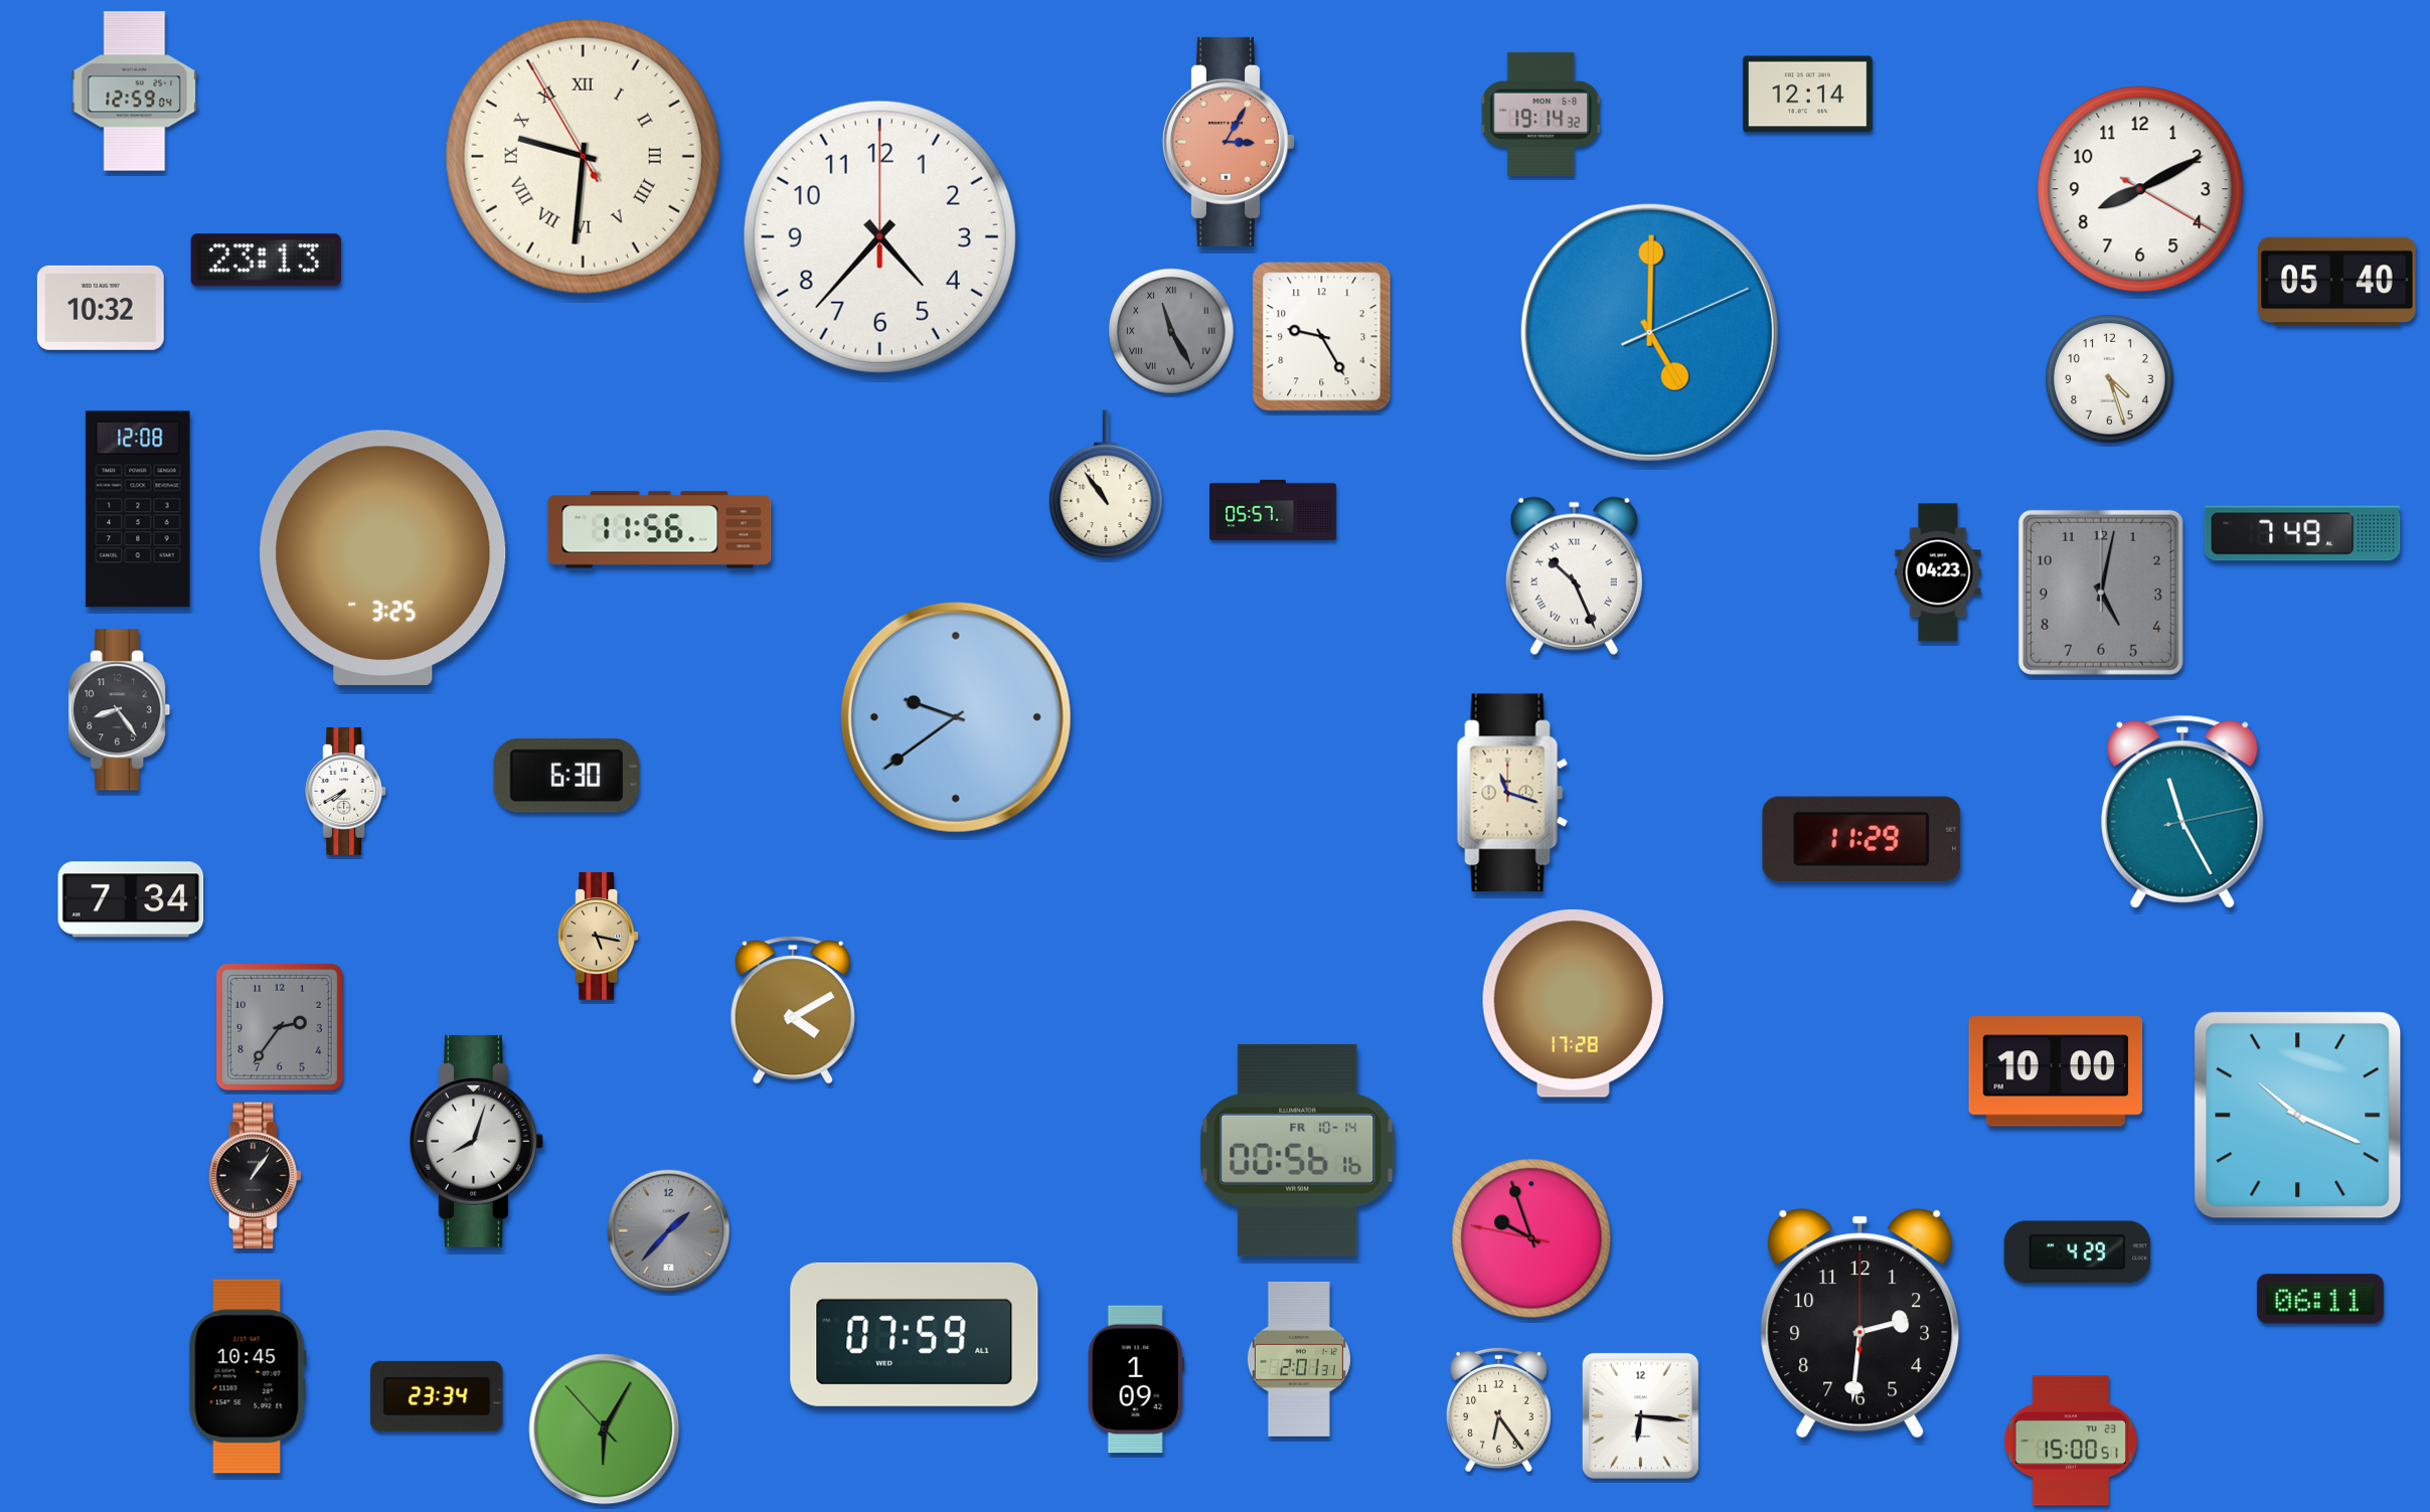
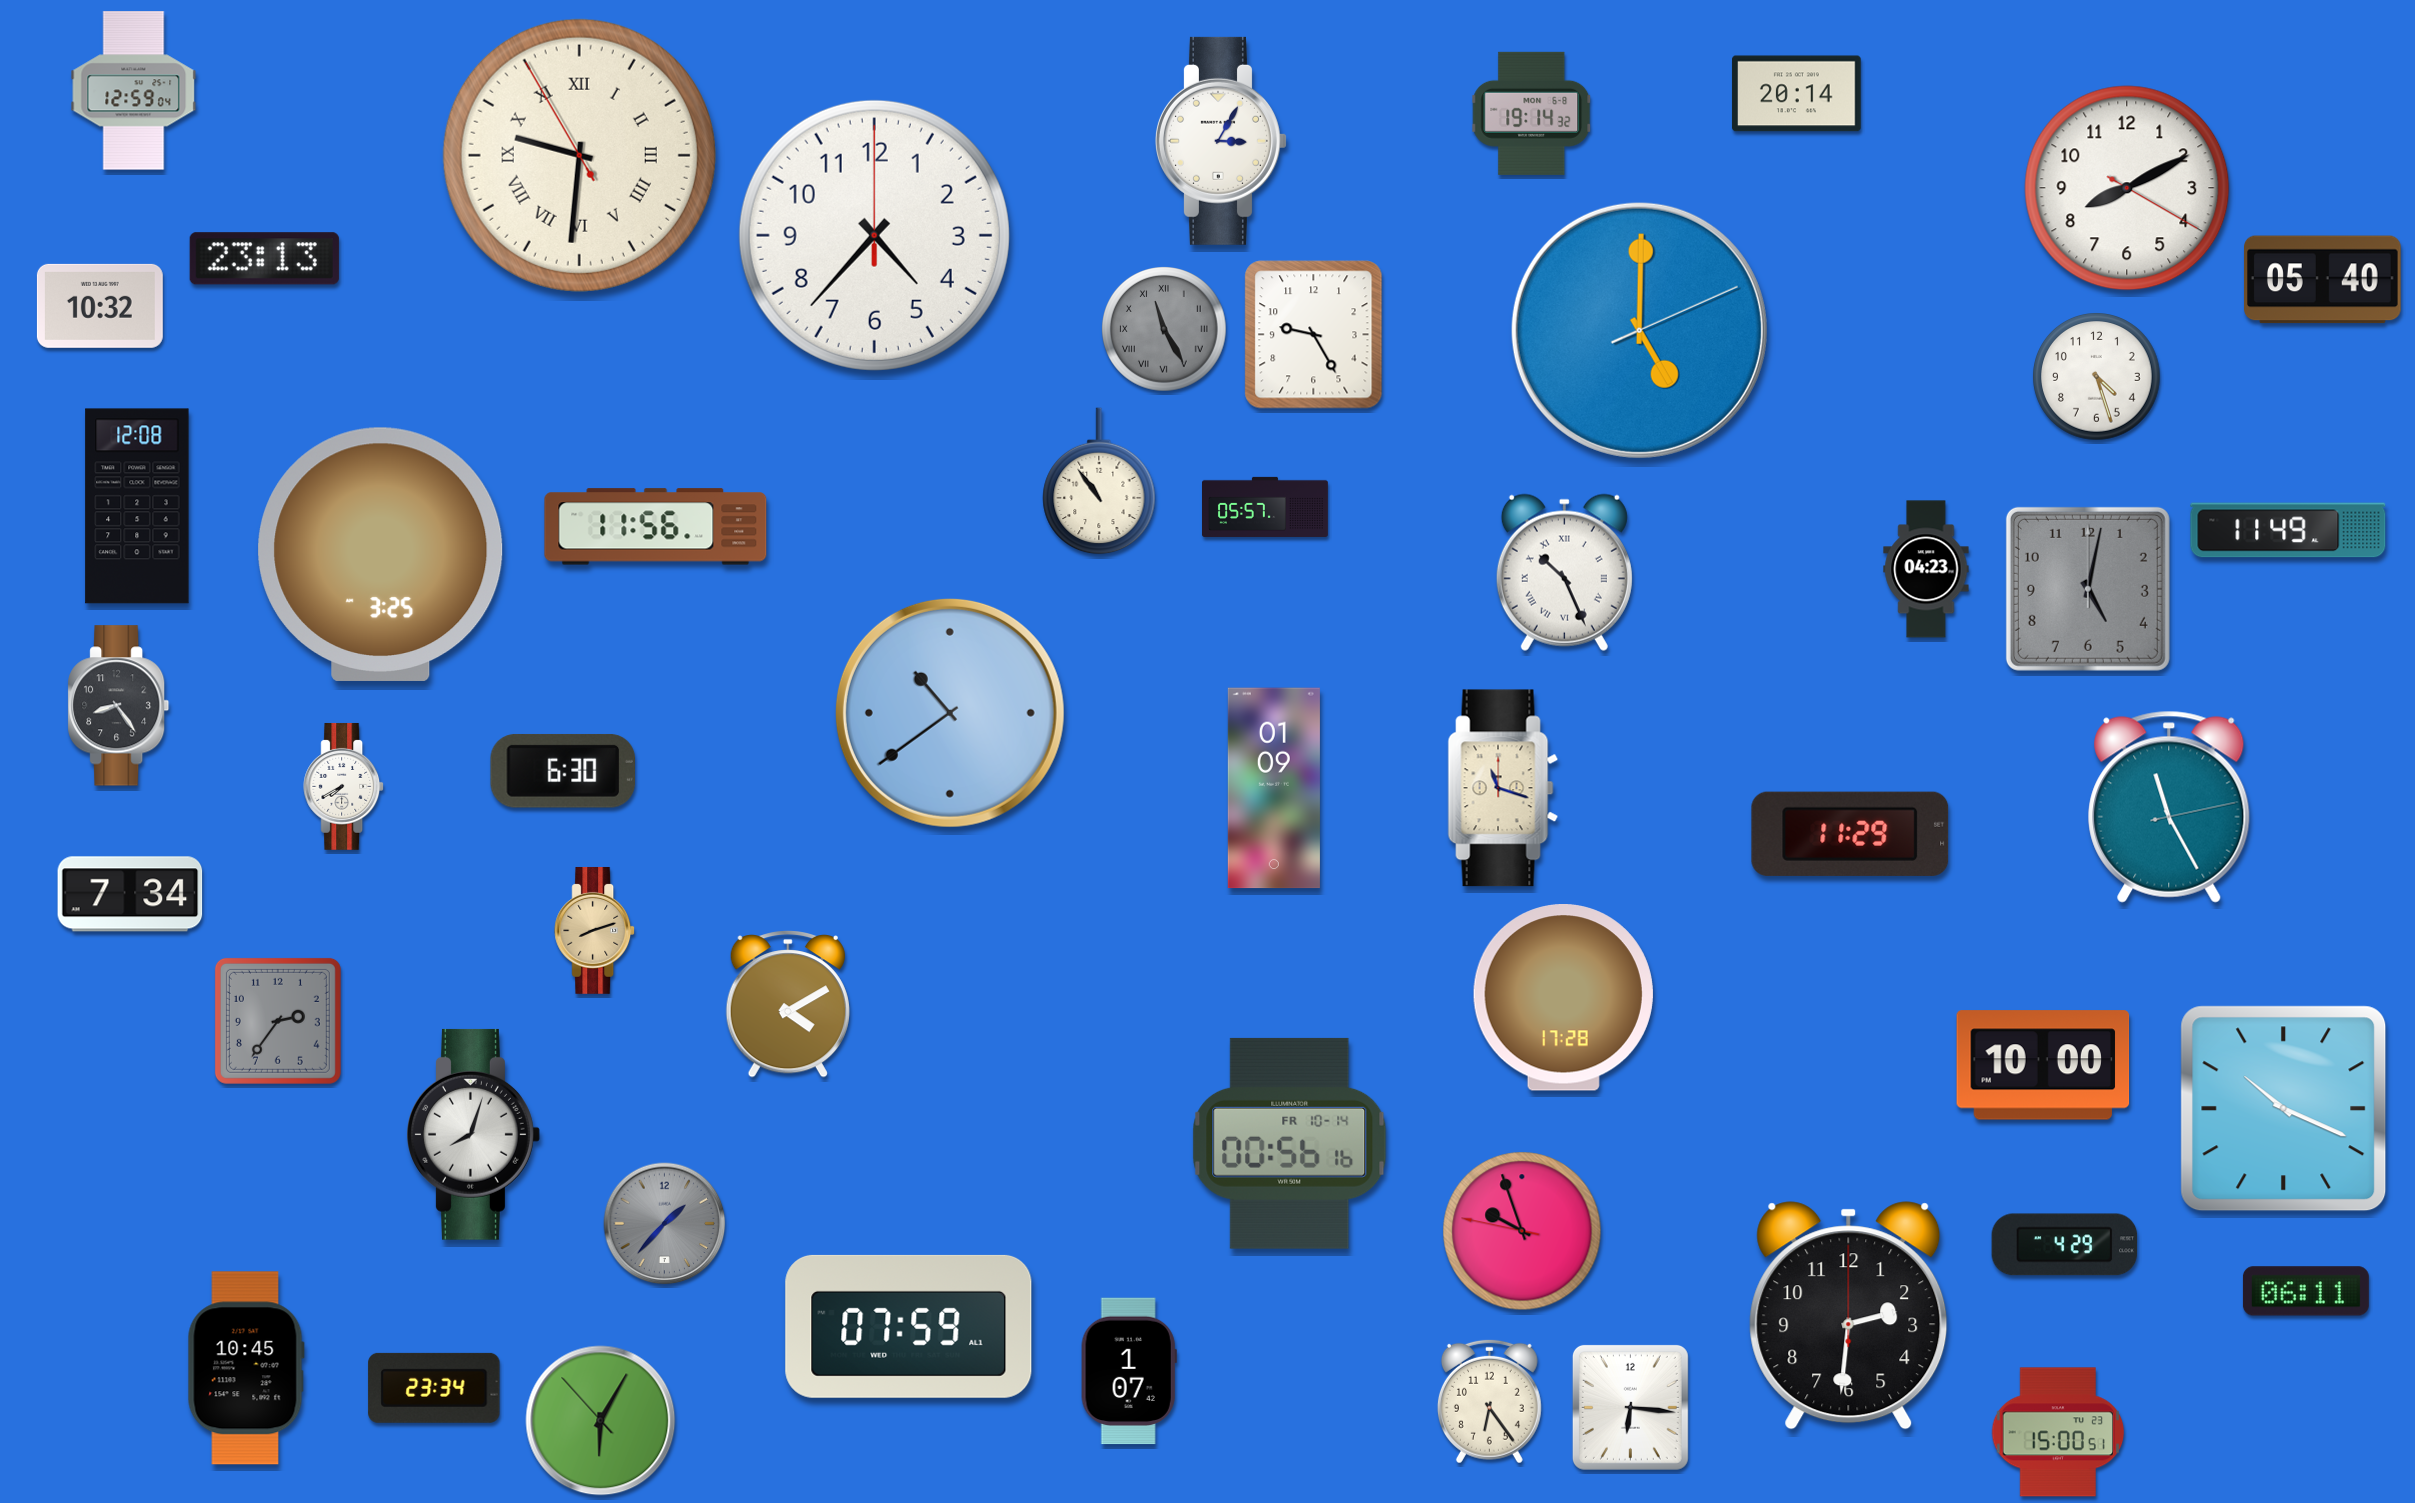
clock at (1808, 95): 12:14 -> 20:14
clock at (1229, 142) dial: salmon -> white
clock at (2302, 533): 7:49 -> 11:49
clock at (956, 717): 9:39 -> 10:39
clock at (1274, 788): none -> 01:09
clock at (599, 936): 5:17 -> 8:12
clock at (256, 1176): 1:06 -> none
clock at (1299, 1359): 2:01 -> none
clock at (1136, 1379): 1:09 -> 1:07
